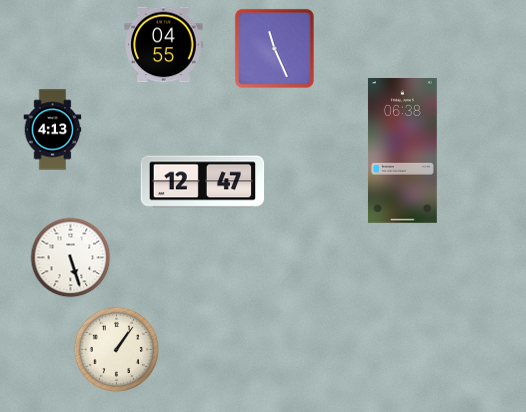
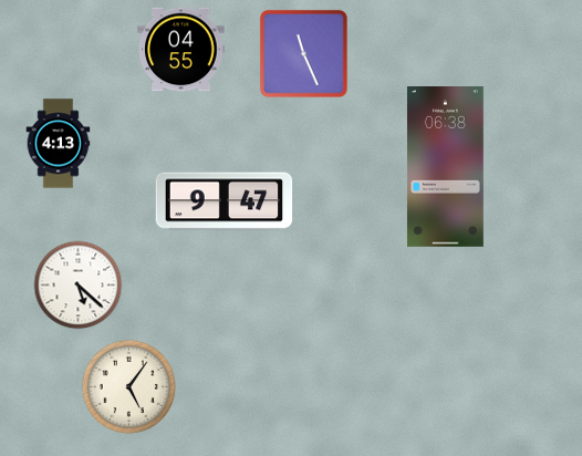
clock at (203, 182): 12:47 -> 9:47
clock at (71, 258): 5:27 -> 5:22
clock at (117, 350): 1:06 -> 5:06
